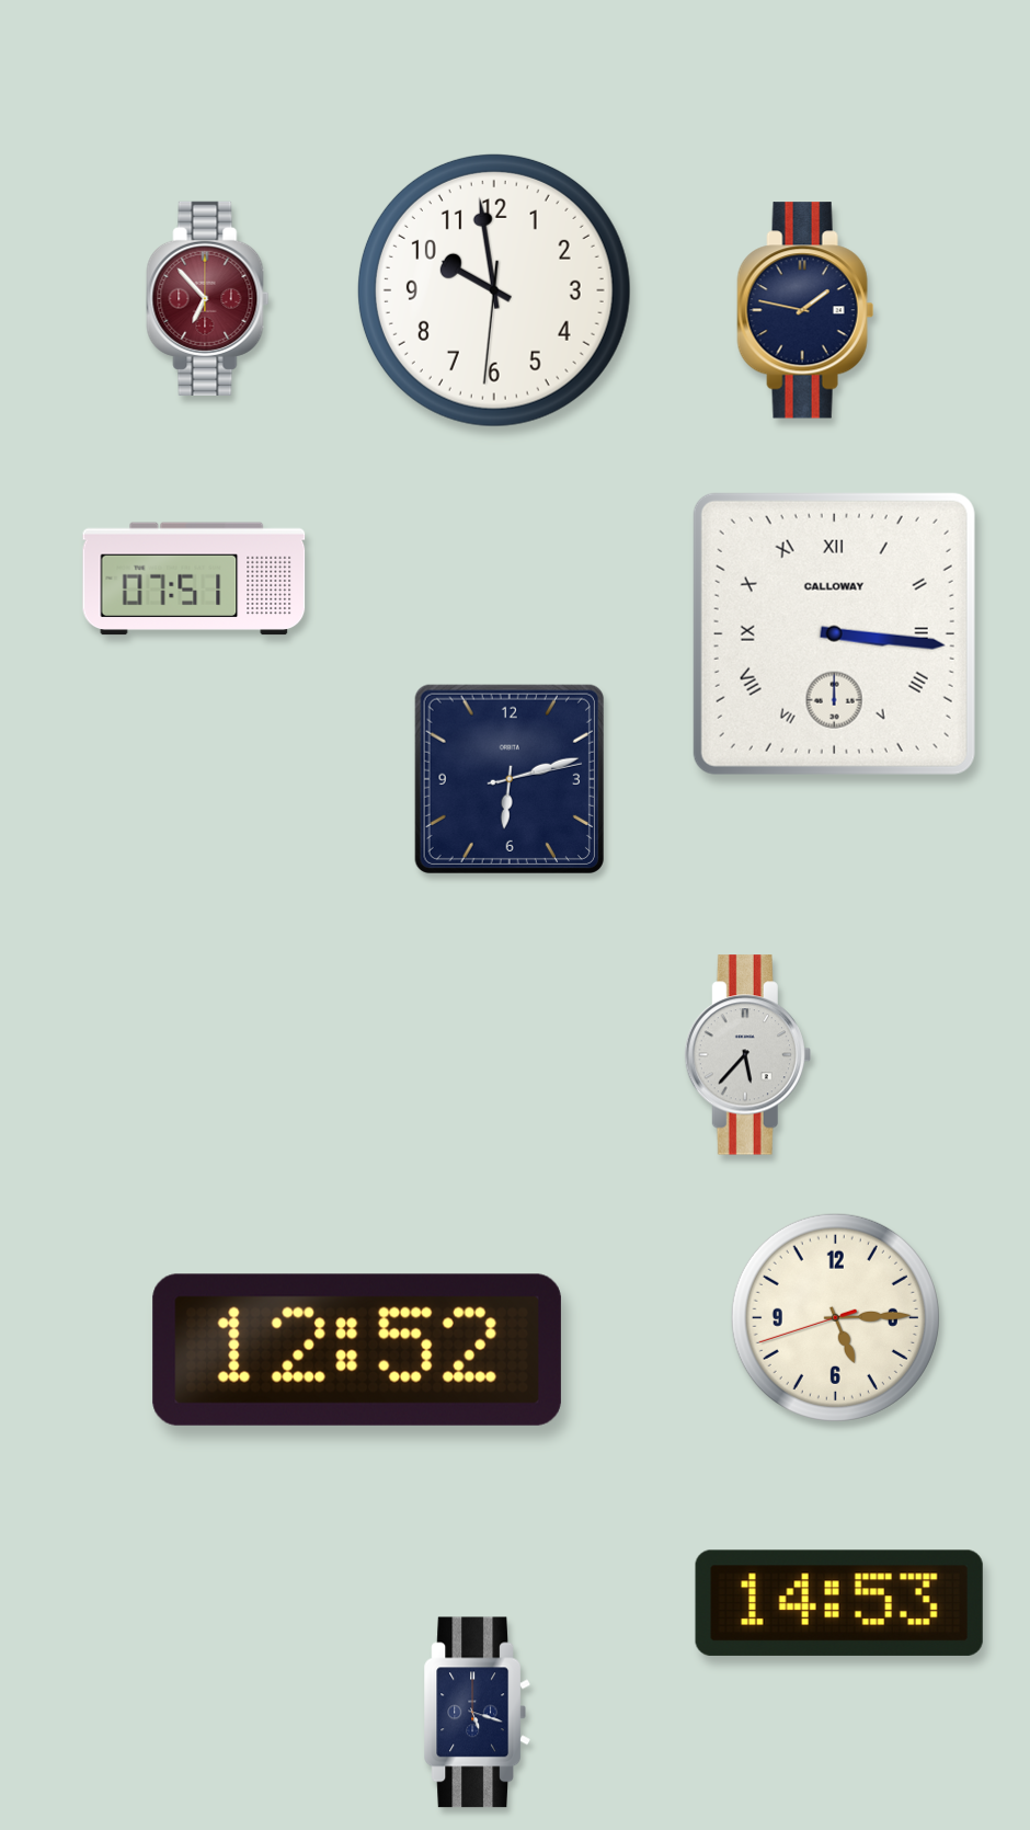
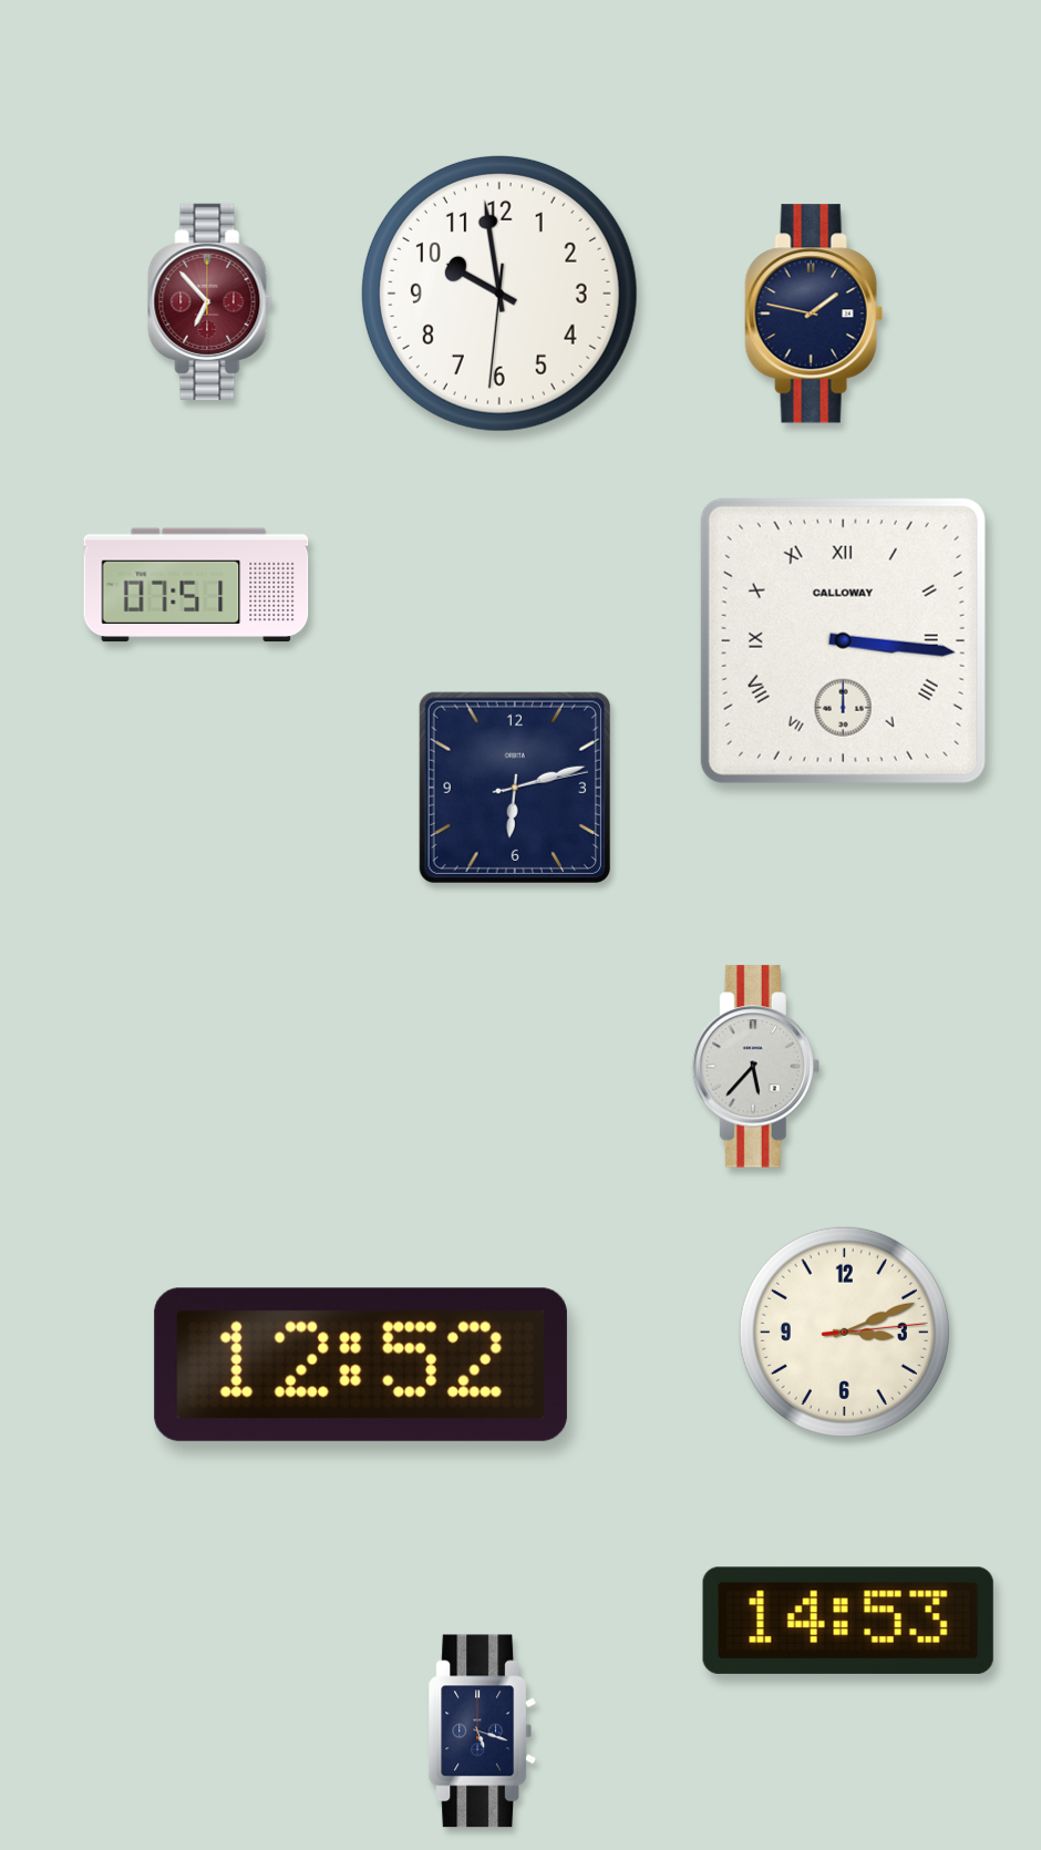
clock at (835, 1317): 5:14 -> 3:11
